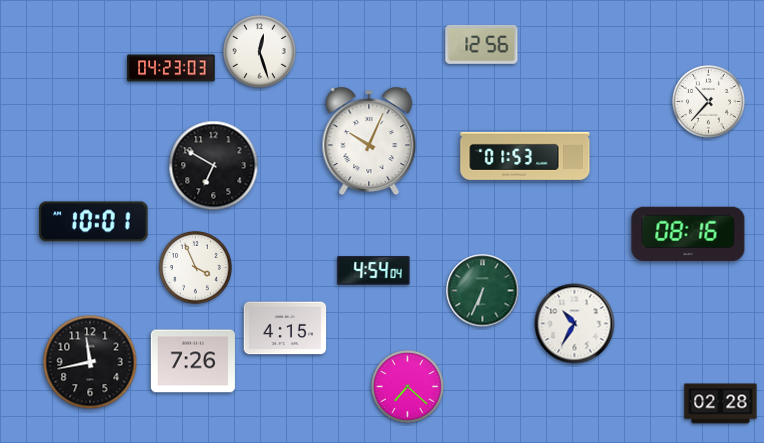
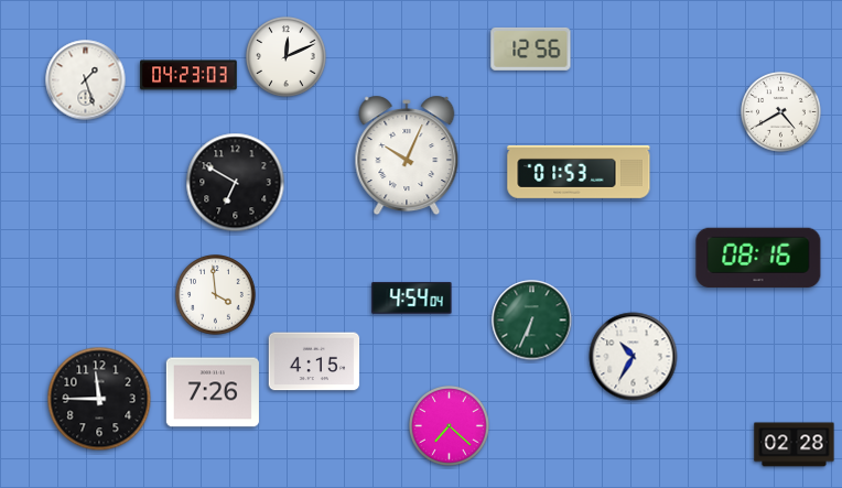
clock at (260, 52): 12:27 -> 12:11
clock at (86, 80): none -> 1:27
clock at (709, 102): 10:37 -> 4:40
clock at (94, 222): 10:01 -> none
clock at (196, 268): 3:56 -> 3:59
clock at (193, 361) position: (193, 361) -> (213, 392)
clock at (90, 362): 11:43 -> 11:45
